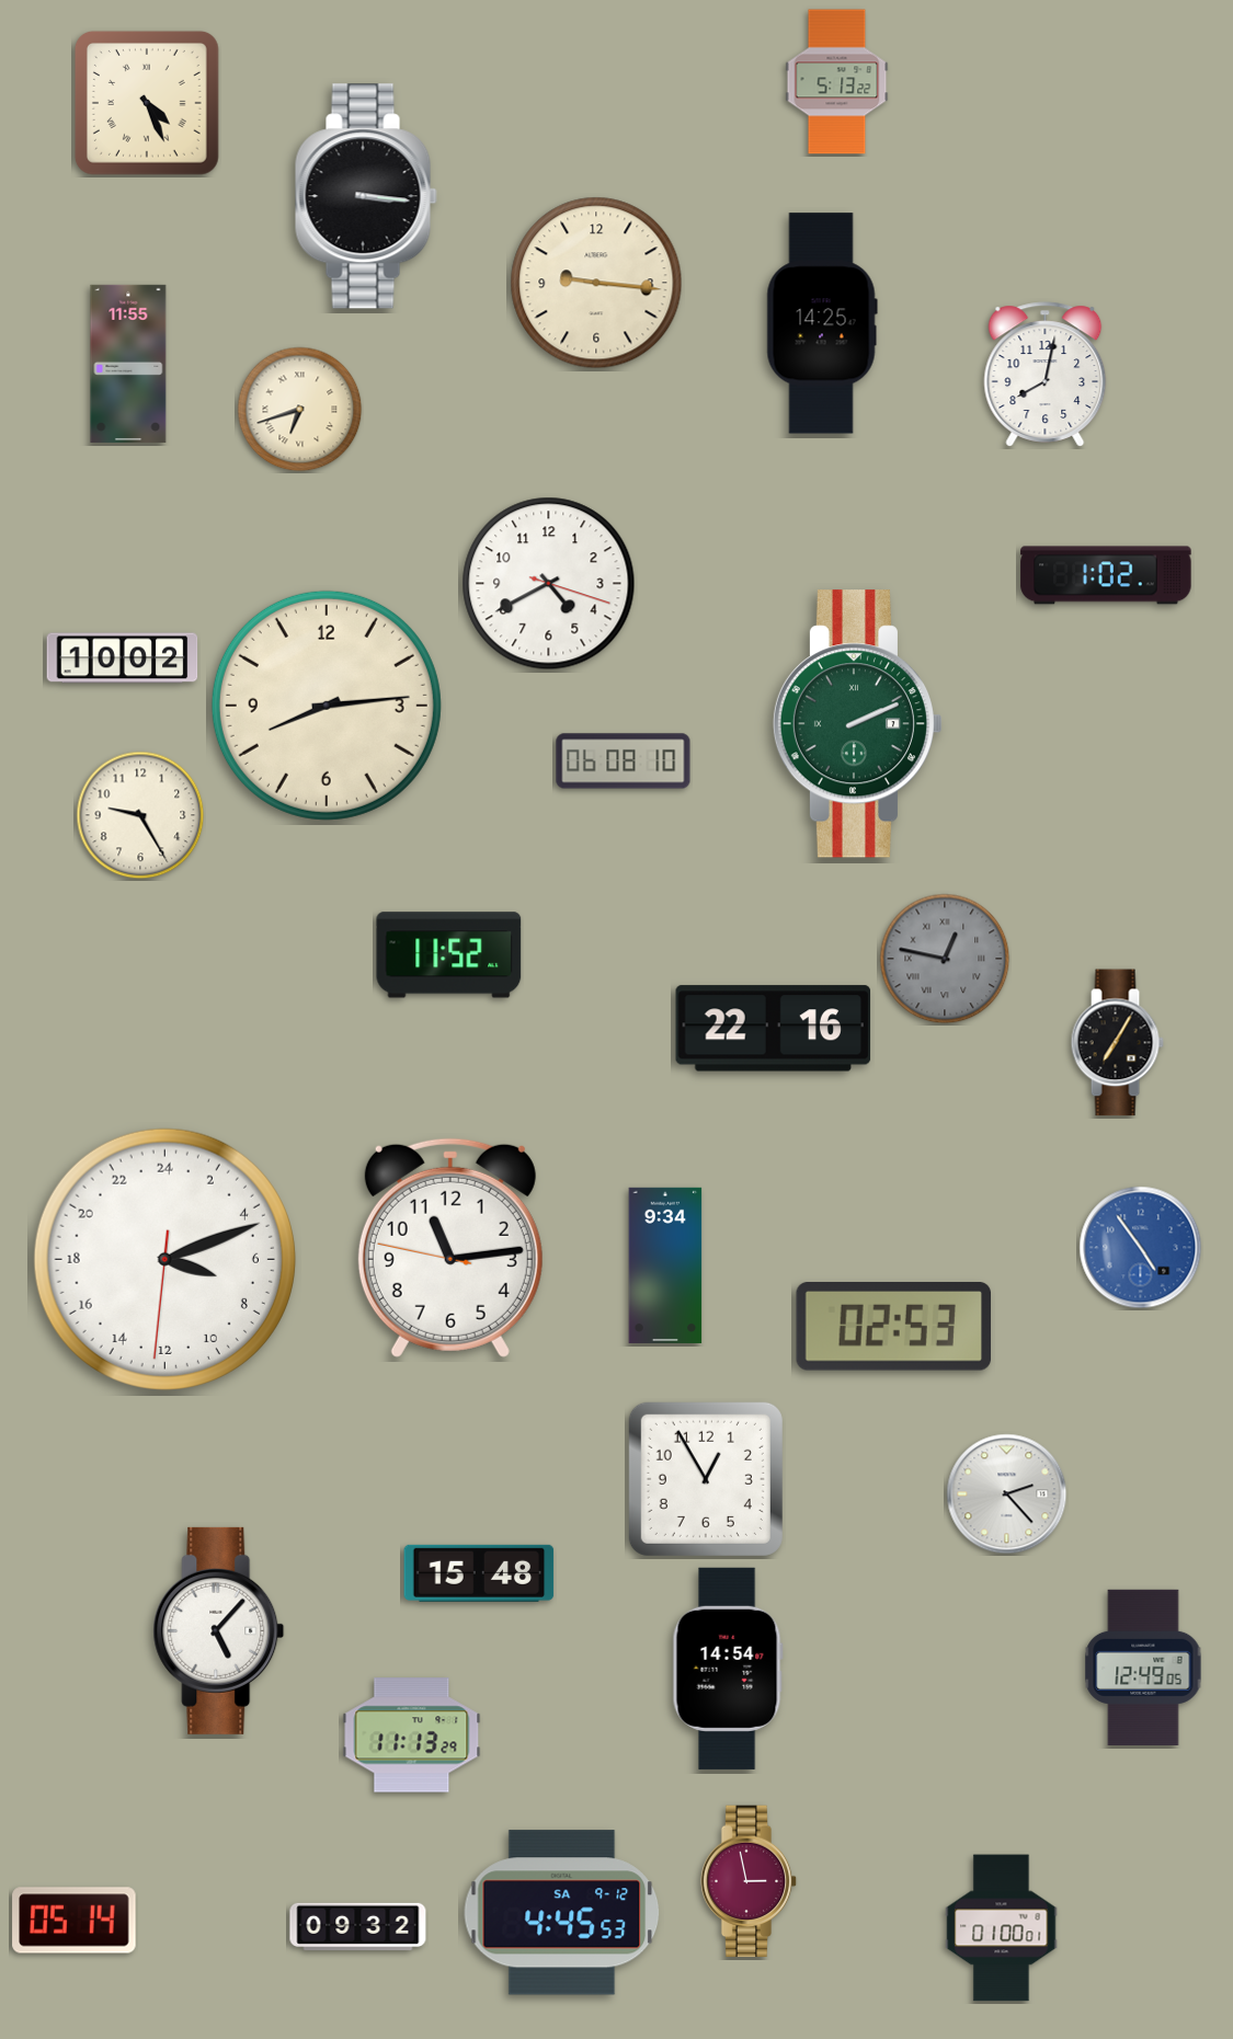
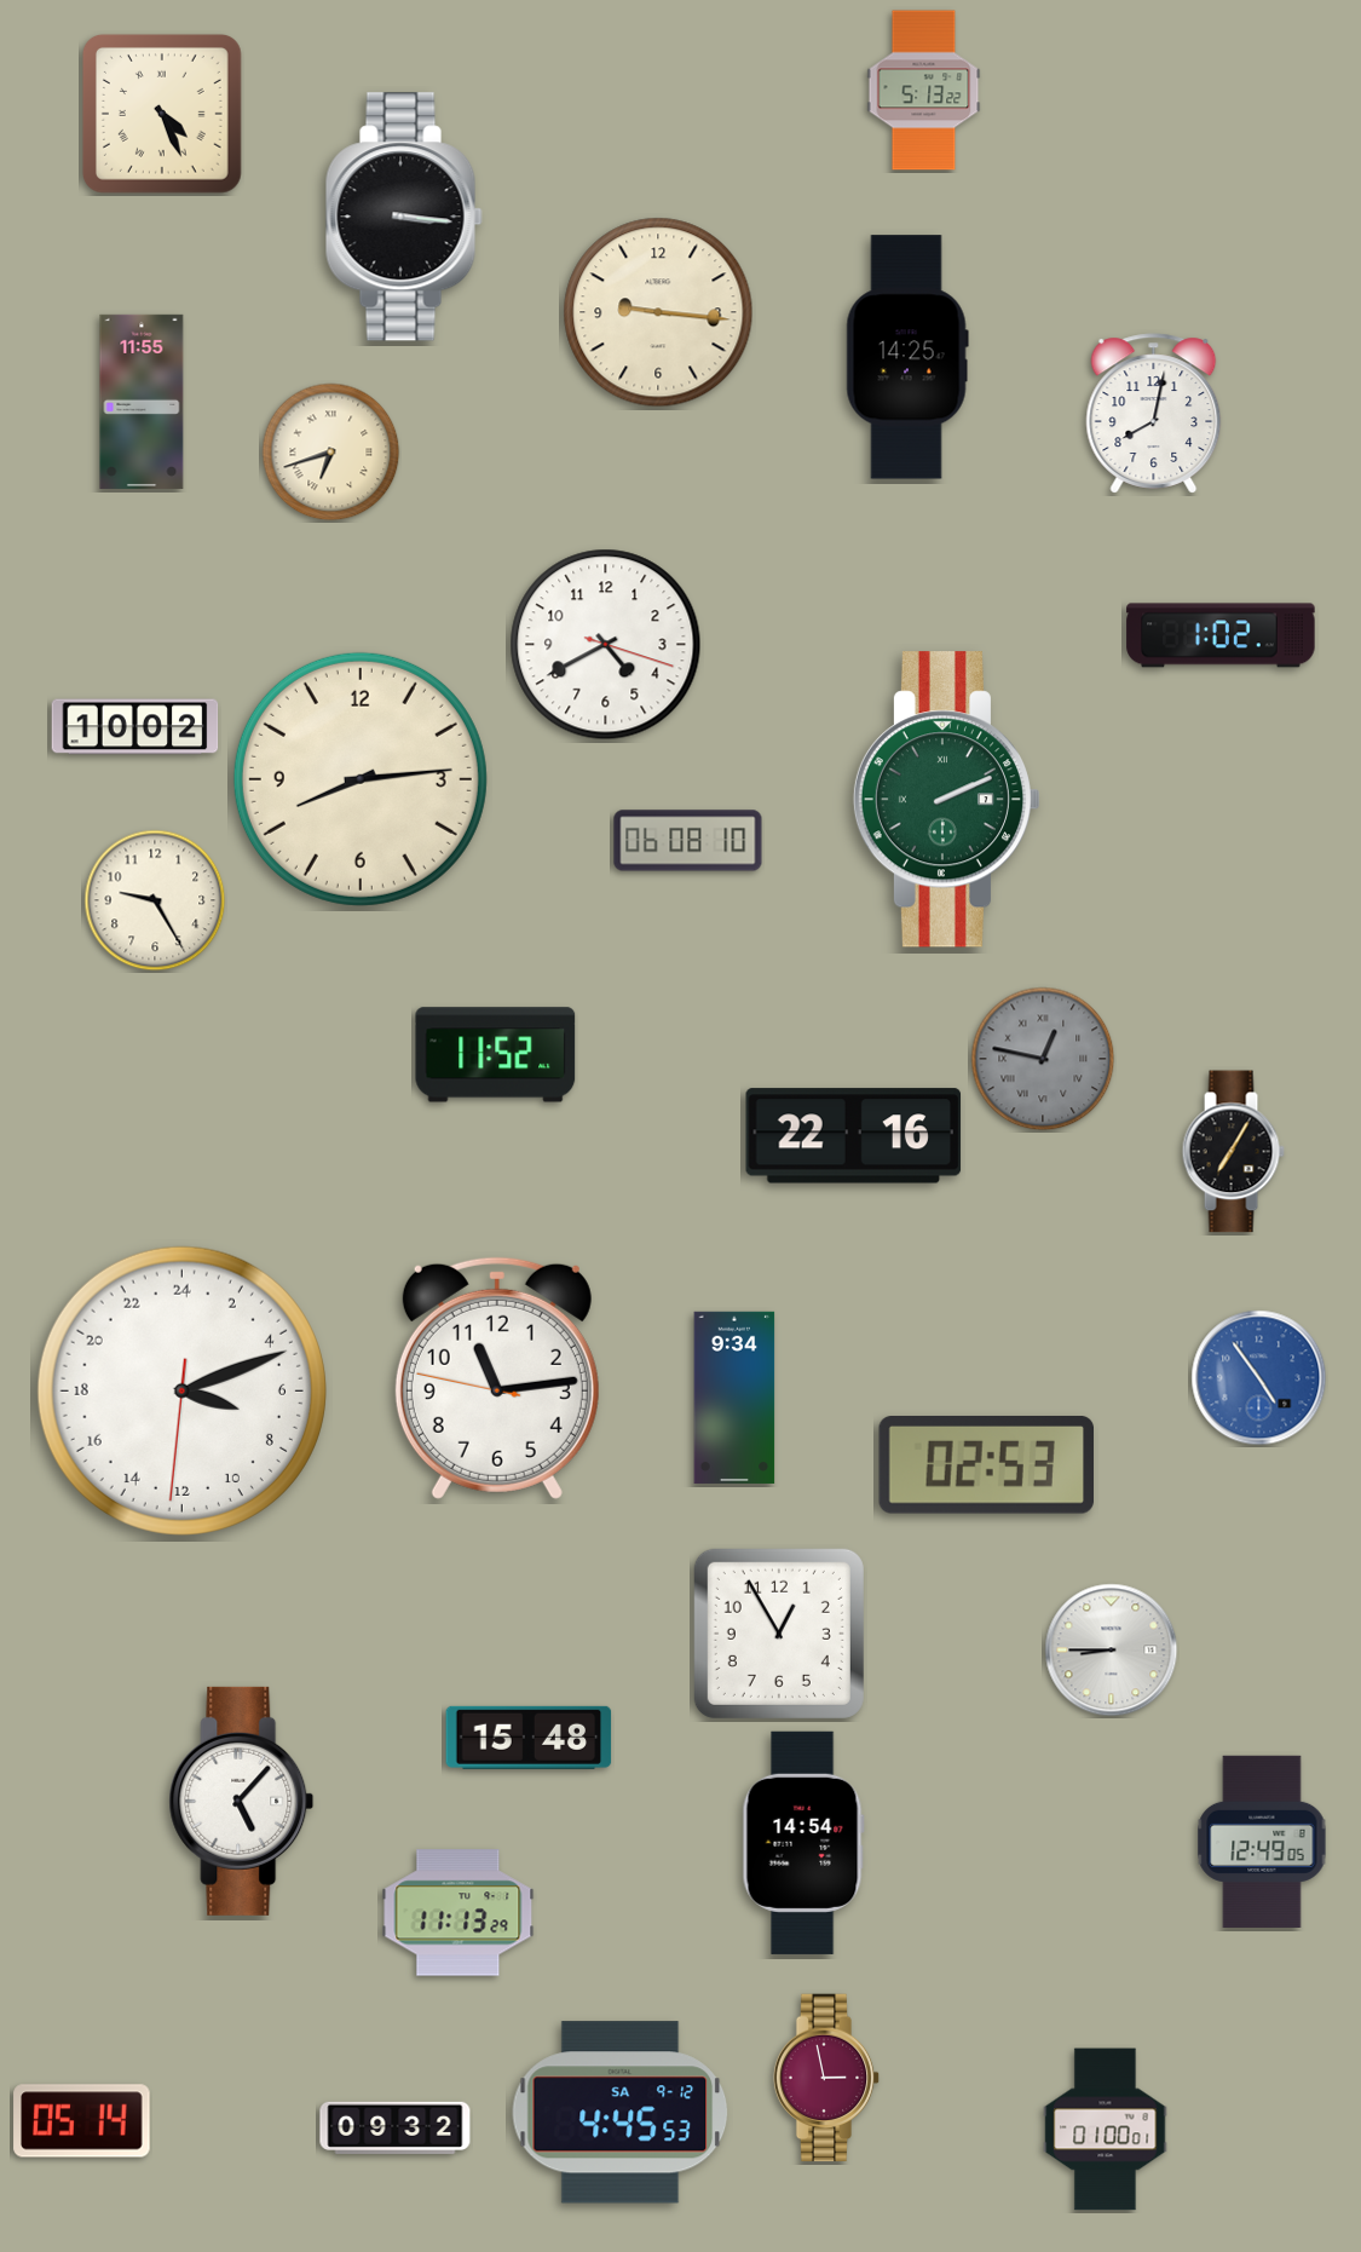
clock at (1007, 1494): 2:23 -> 8:45
clock at (412, 1736) position: (412, 1736) -> (459, 1913)
